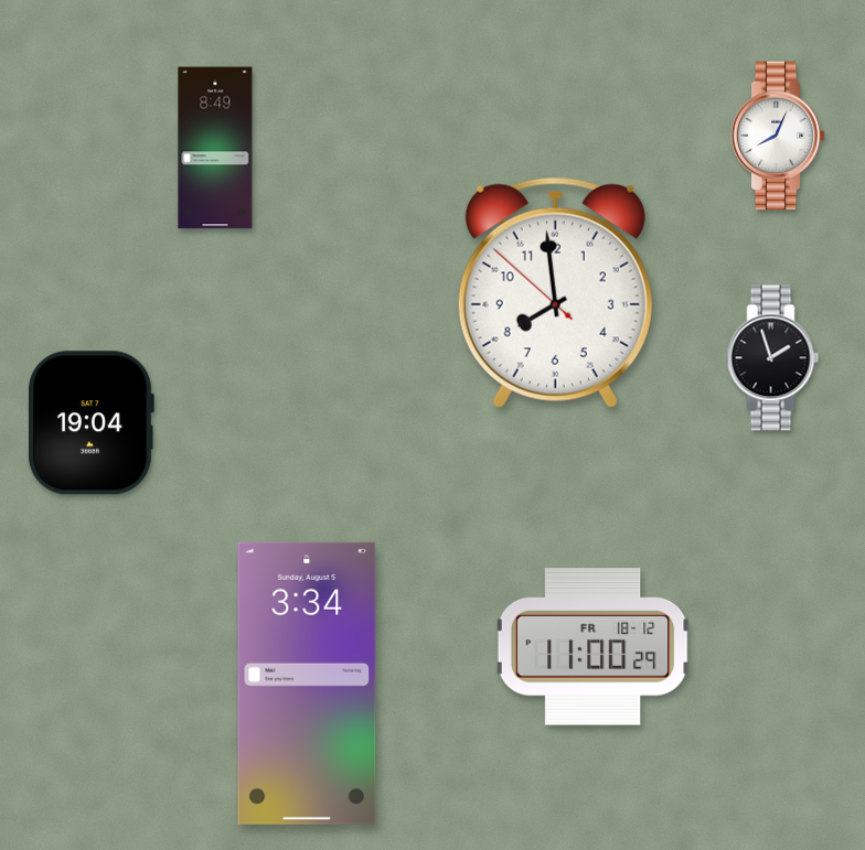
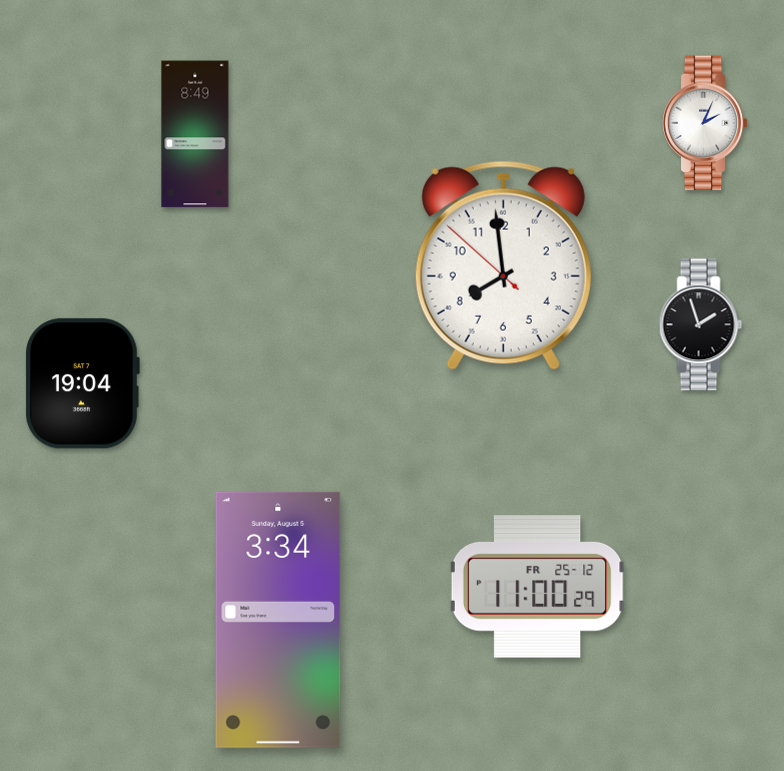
clock at (778, 136): 8:04 -> 2:04
clock at (592, 647) date: FR 18-12 -> FR 25-12
